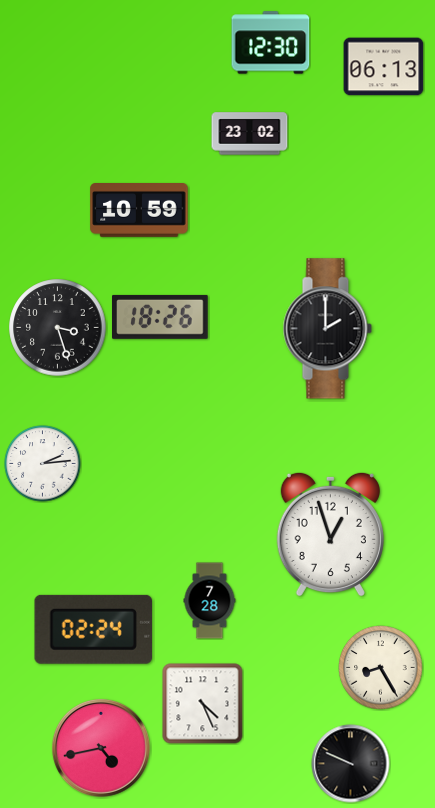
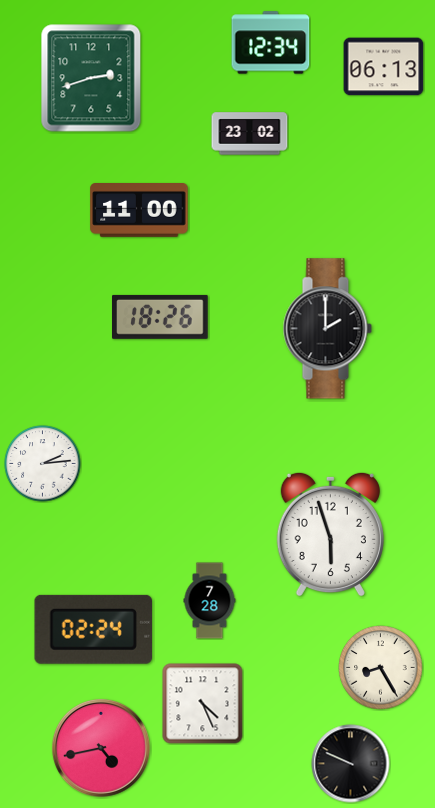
clock at (271, 43): 12:30 -> 12:34
clock at (91, 78): none -> 2:42
clock at (139, 211): 10:59 -> 11:00
clock at (58, 328): 3:27 -> none
clock at (330, 534): 12:57 -> 5:57
